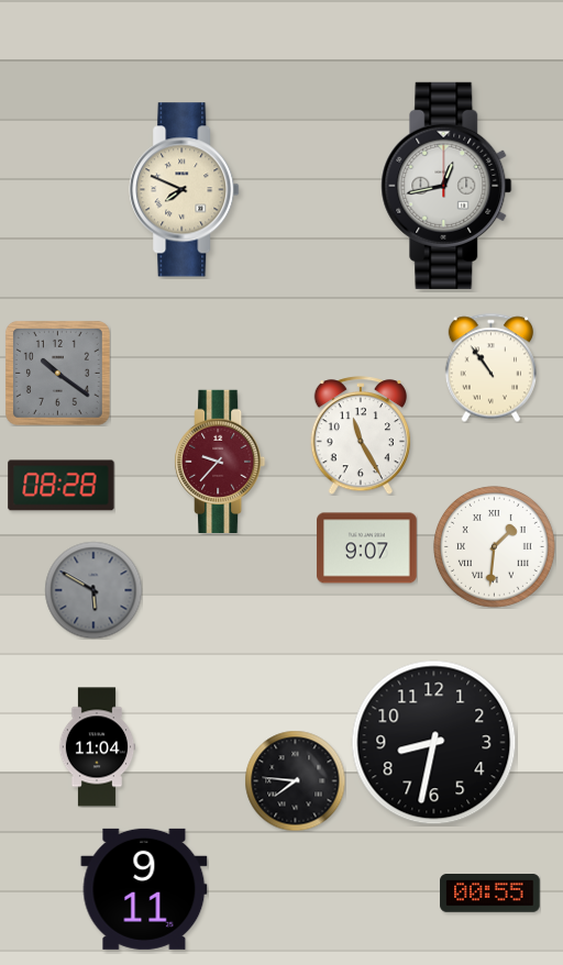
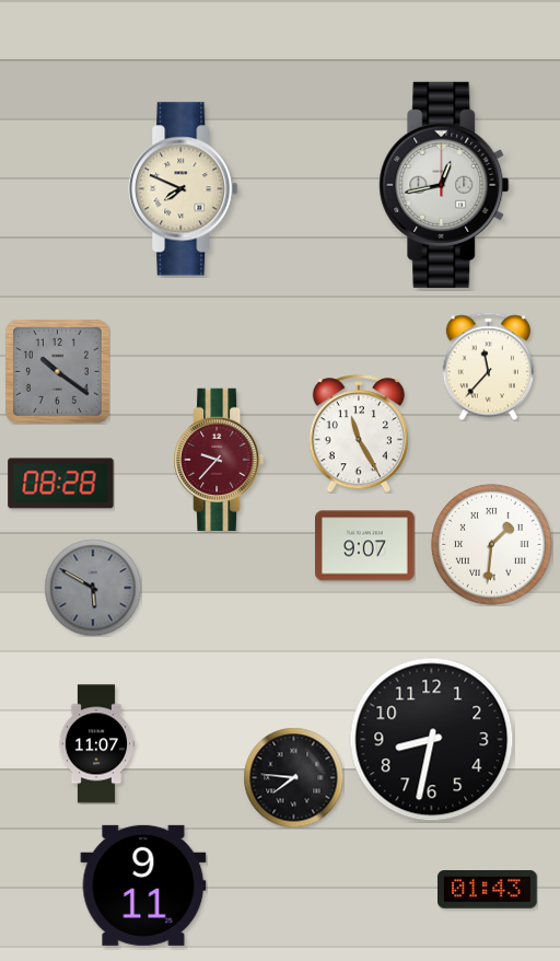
clock at (490, 367): 10:54 -> 11:37
clock at (97, 747): 11:04 -> 11:07
clock at (490, 894): 00:55 -> 01:43
